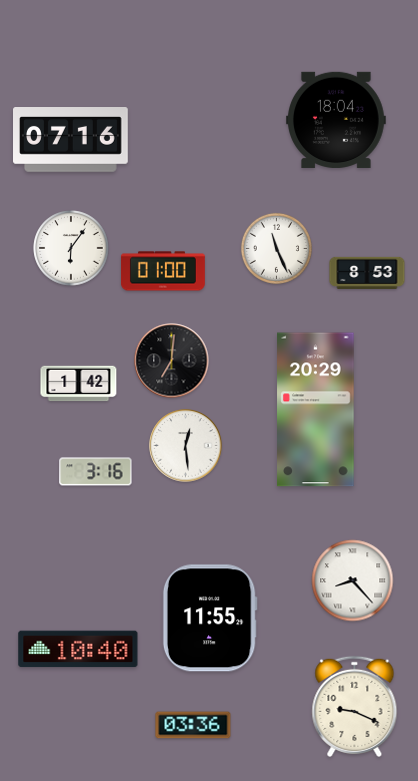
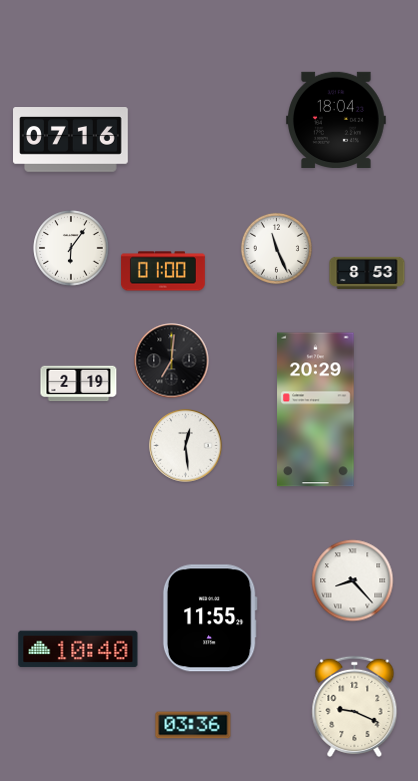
clock at (79, 384): 1:42 -> 2:19
clock at (96, 472): 3:16 -> none
